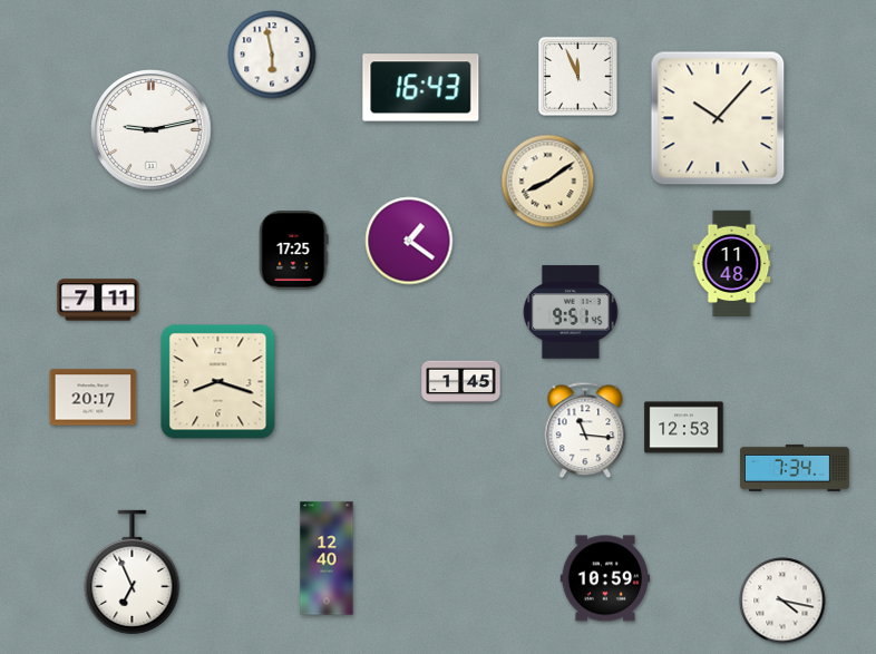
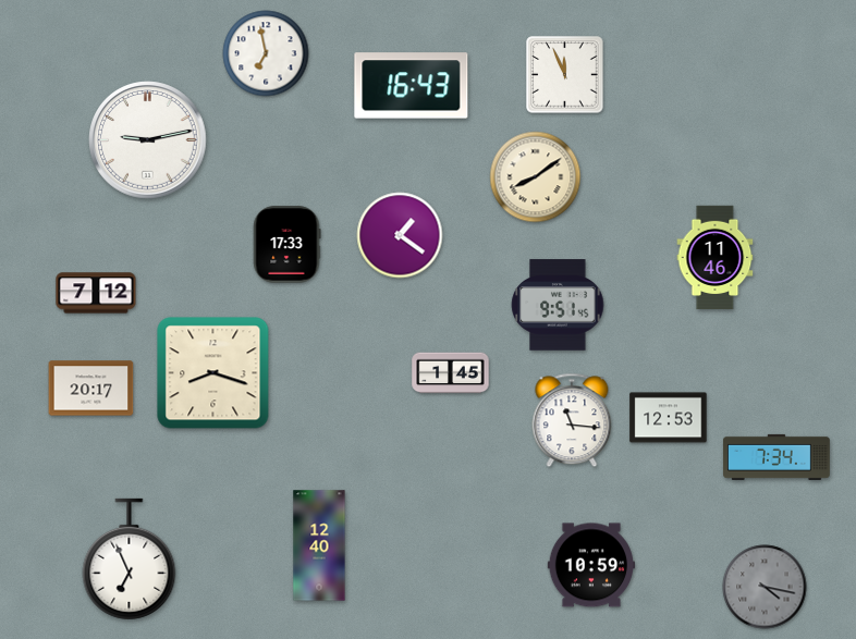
clock at (272, 55): 5:58 -> 6:58
clock at (718, 118): 10:07 -> none
clock at (152, 130) position: (152, 130) -> (148, 140)
clock at (293, 251): 17:25 -> 17:33
clock at (732, 264): 11:48 -> 11:46
clock at (98, 300): 7:11 -> 7:12
clock at (782, 601) dial: white -> grey
